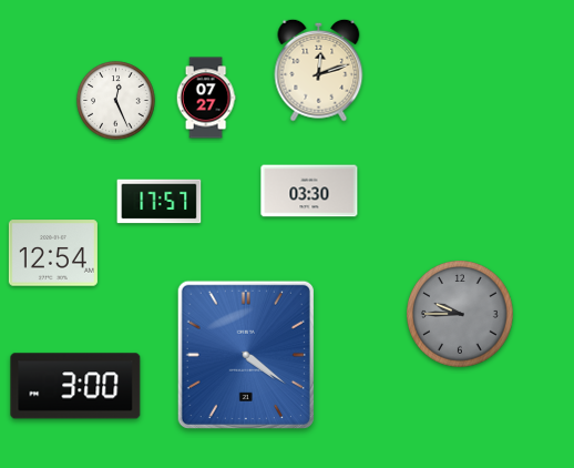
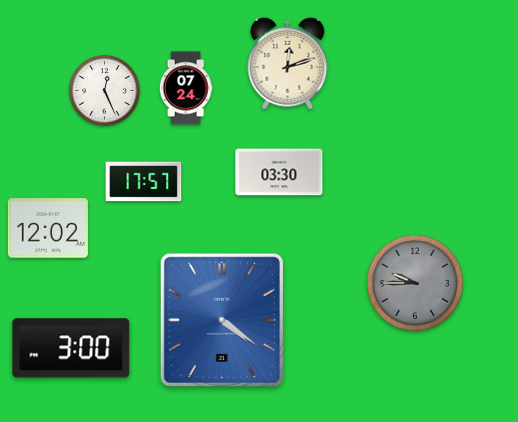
clock at (206, 98): 07:27 -> 07:24
clock at (53, 253): 12:54 -> 12:02
clock at (75, 386) position: (75, 386) -> (71, 348)
